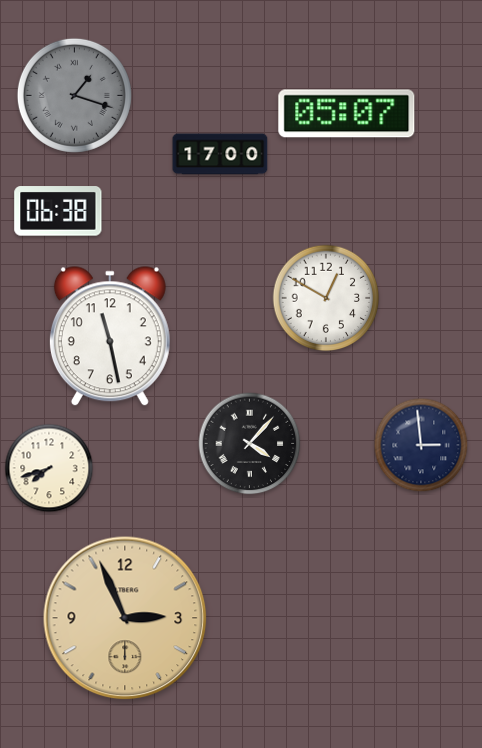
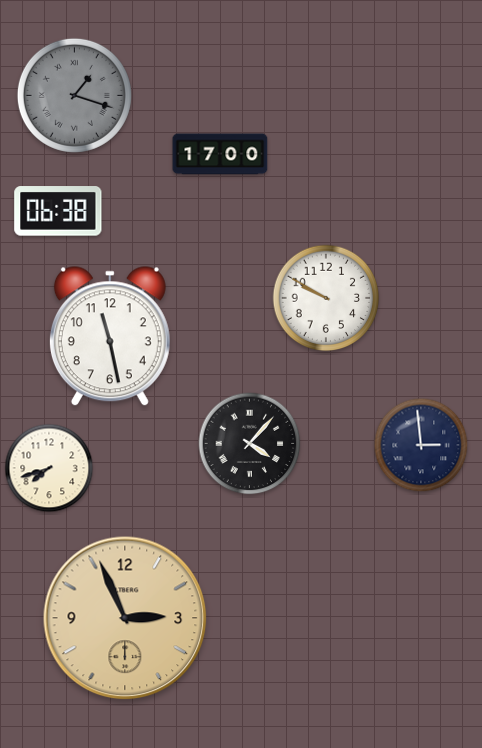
clock at (347, 114): 05:07 -> none
clock at (326, 298): 12:50 -> 9:50
